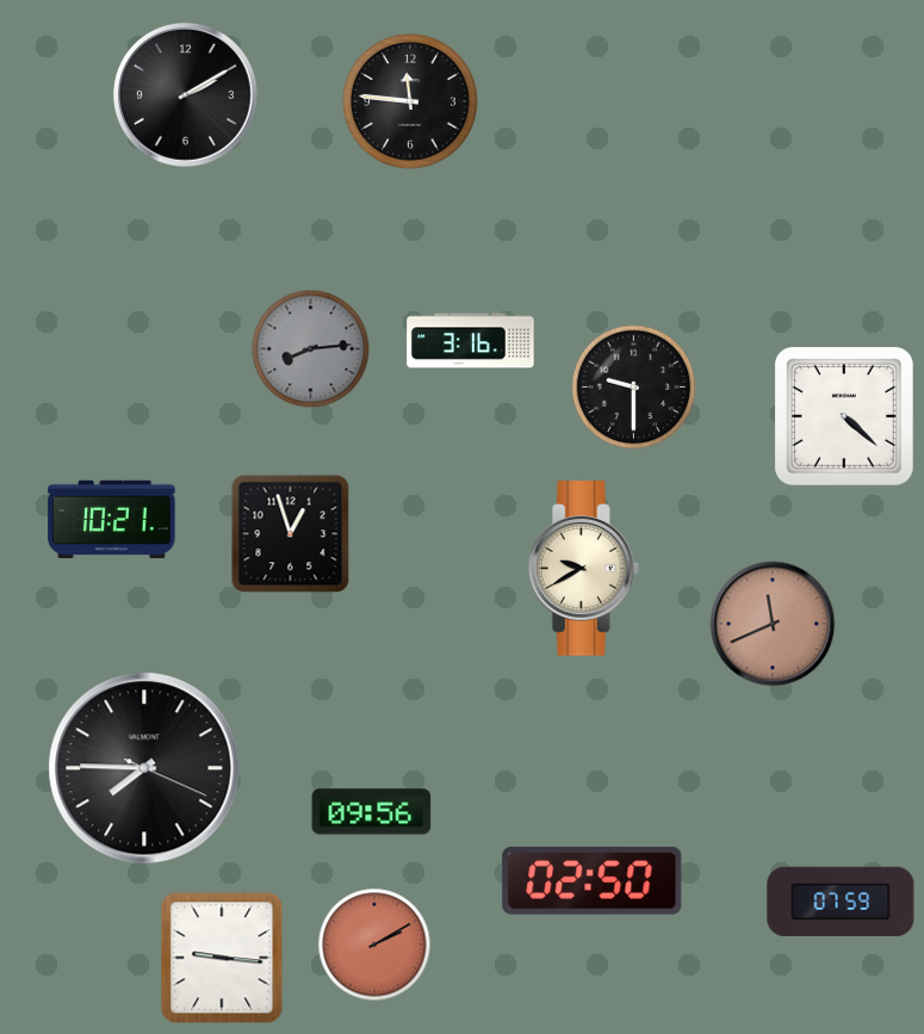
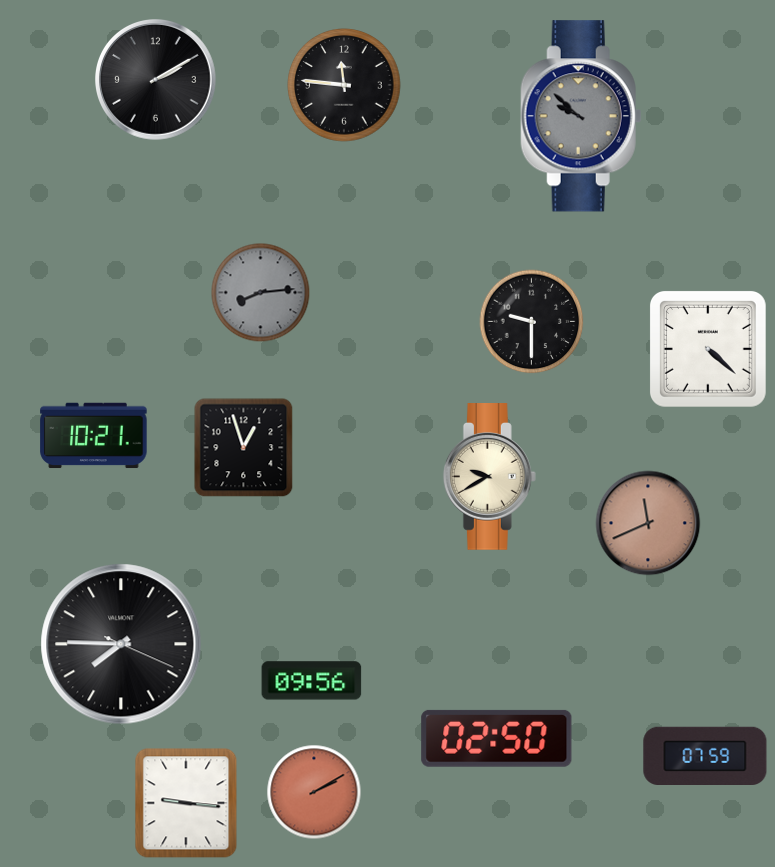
clock at (581, 116): none -> 9:52
clock at (471, 341): 3:16 -> none
clock at (634, 388) position: (634, 388) -> (532, 322)
